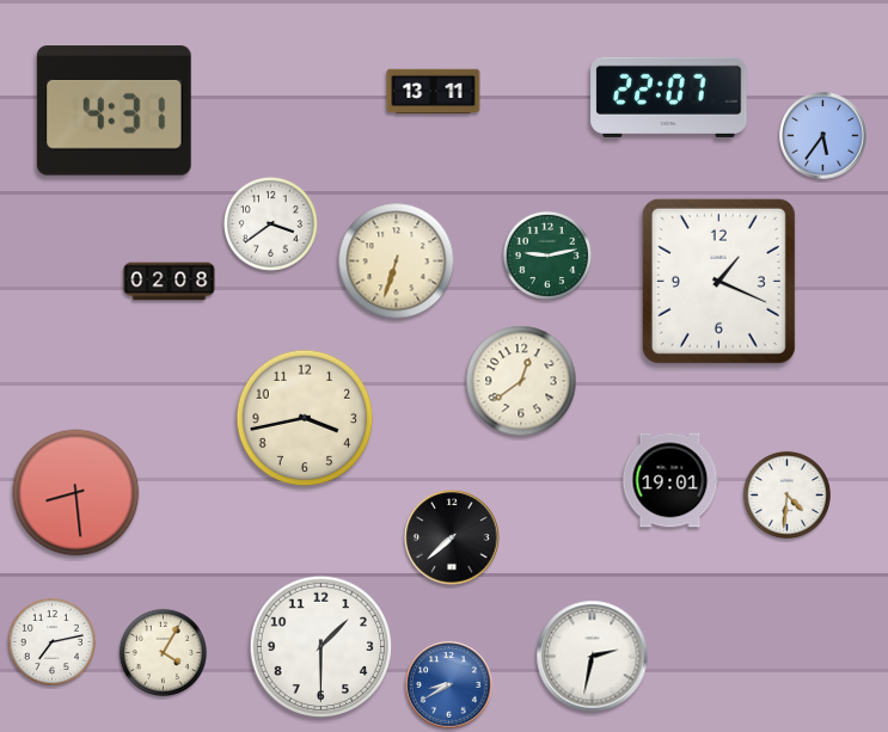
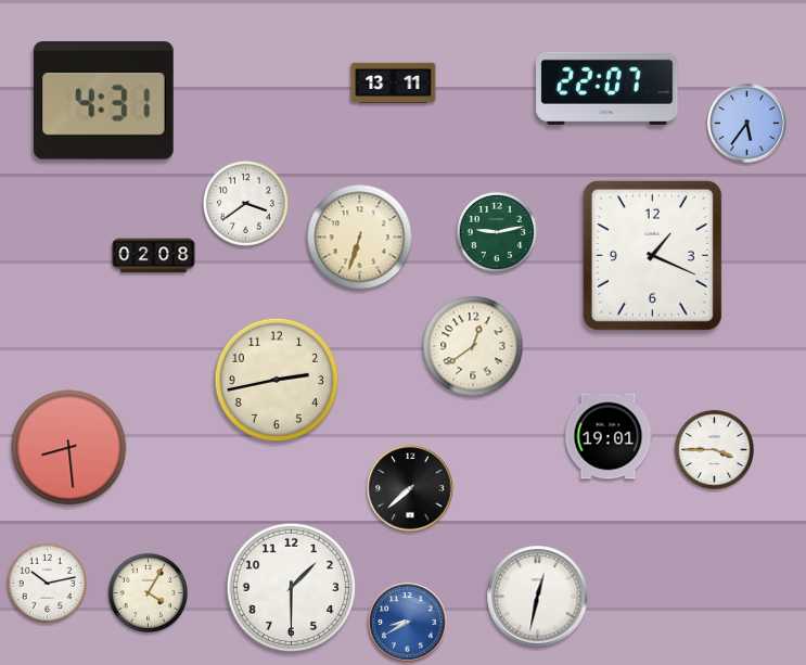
clock at (305, 418): 3:43 -> 2:43
clock at (786, 494): 4:31 -> 3:45
clock at (51, 641): 7:13 -> 10:13
clock at (593, 657): 2:32 -> 12:32
